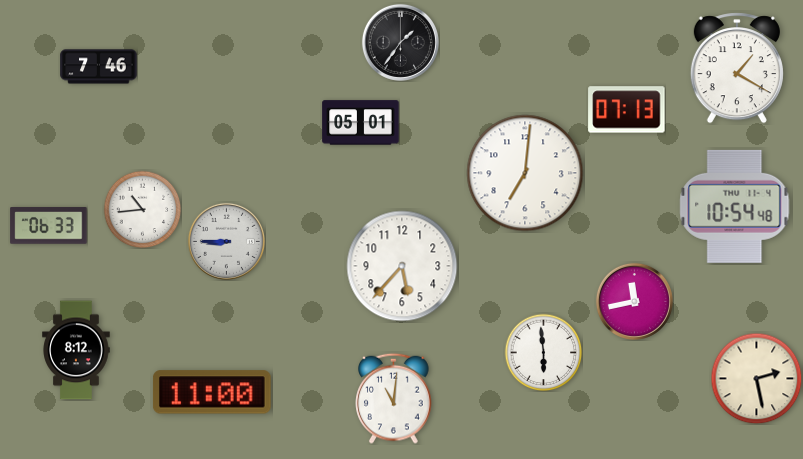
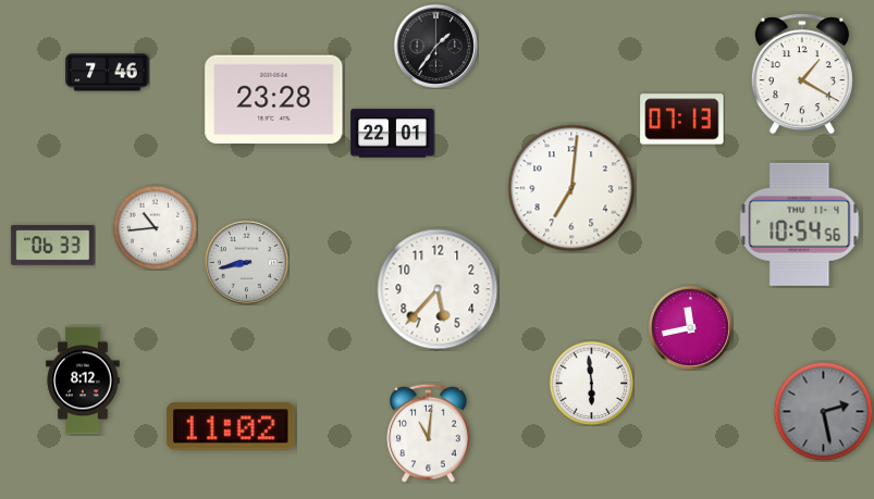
clock at (274, 100): none -> 23:28
clock at (361, 123): 05:01 -> 22:01
clock at (735, 206): 10:54:48 -> 10:54:56
clock at (226, 241): 8:45 -> 8:43
clock at (756, 378) dial: cream -> grey
clock at (212, 392): 11:00 -> 11:02
